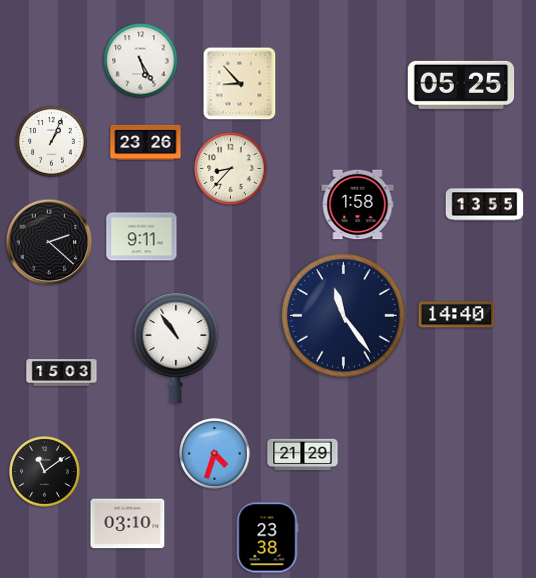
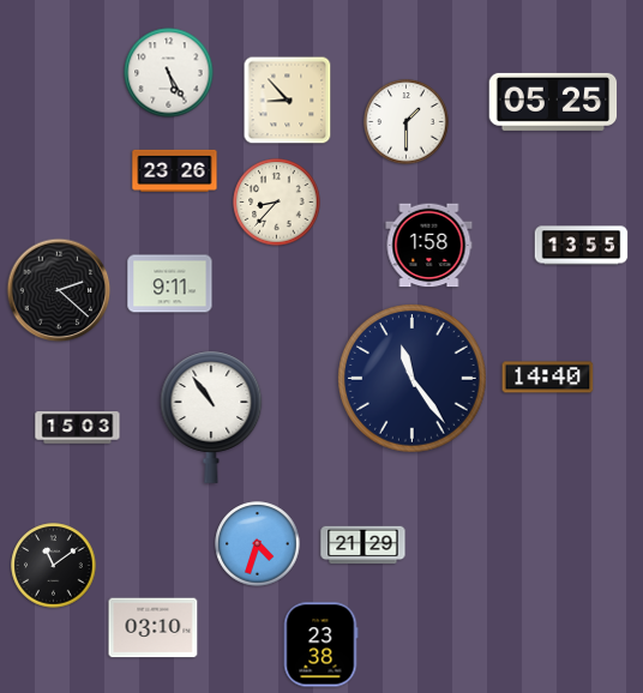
clock at (407, 122): none -> 1:30
clock at (52, 142): 1:04 -> none
clock at (62, 373) position: (62, 373) -> (78, 428)
